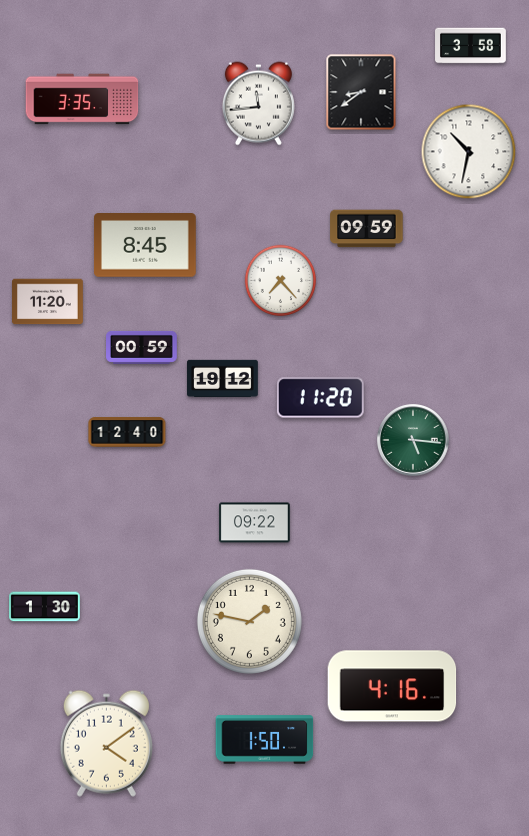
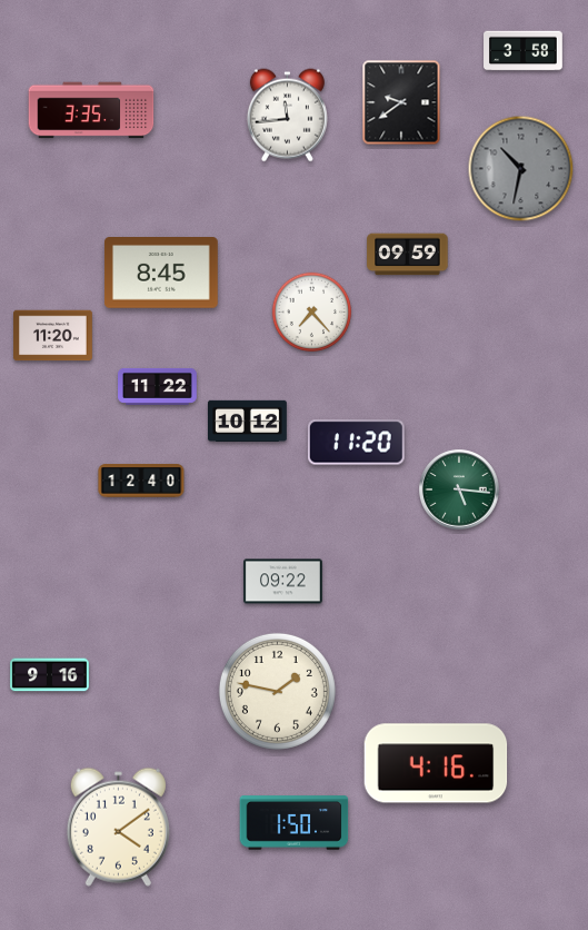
clock at (361, 92): 8:39 -> 9:39
clock at (469, 152) dial: white -> grey
clock at (142, 347): 00:59 -> 11:22
clock at (223, 378): 19:12 -> 10:12
clock at (45, 607): 1:30 -> 9:16
